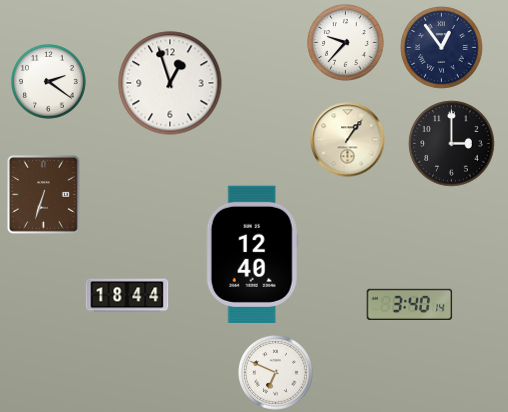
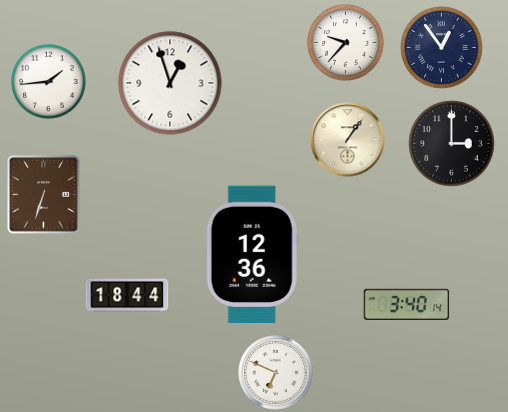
clock at (49, 82): 2:21 -> 1:44
clock at (252, 254): 12:40 -> 12:36
clock at (410, 304) position: (410, 304) -> (407, 304)
